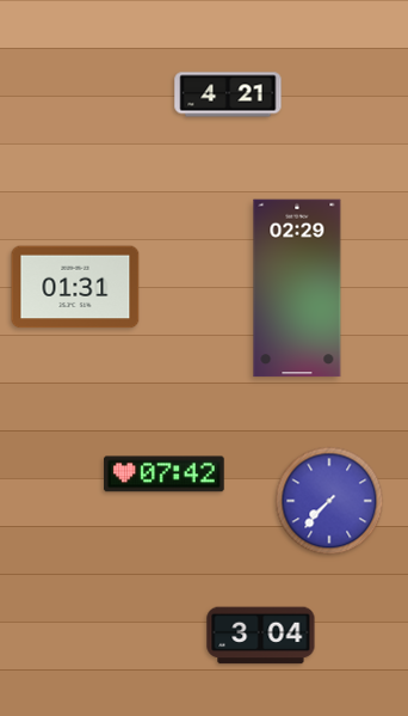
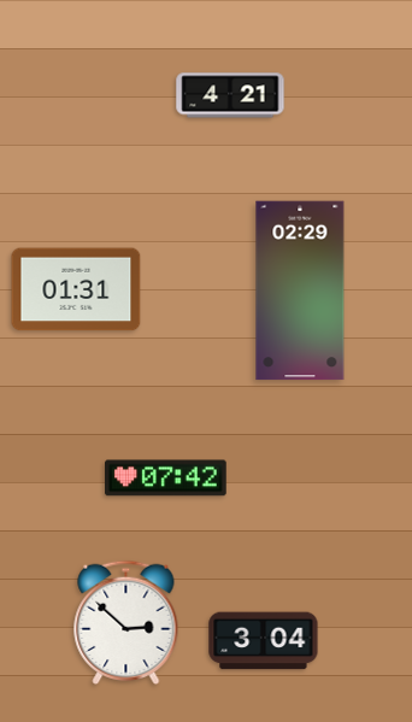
clock at (329, 501): 7:37 -> none
clock at (126, 622): none -> 2:52
